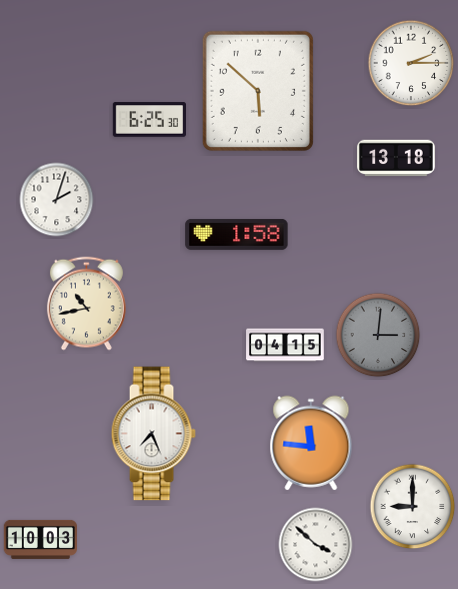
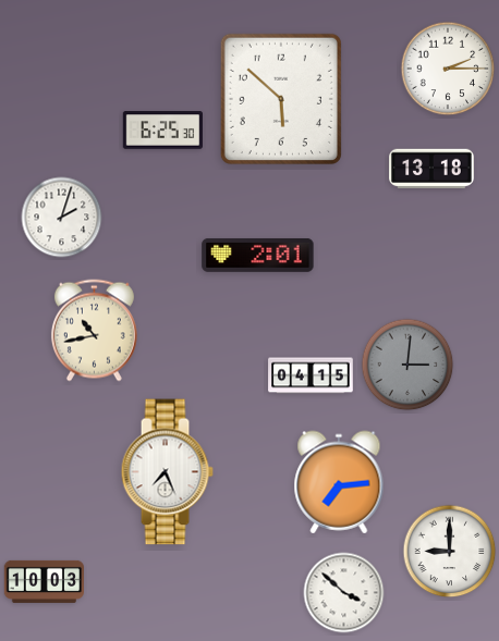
clock at (396, 158) position: (396, 158) -> (431, 169)
clock at (237, 234): 1:58 -> 2:01
clock at (378, 335) position: (378, 335) -> (407, 365)
clock at (311, 443): 11:46 -> 7:14
clock at (41, 539) position: (41, 539) -> (45, 581)
